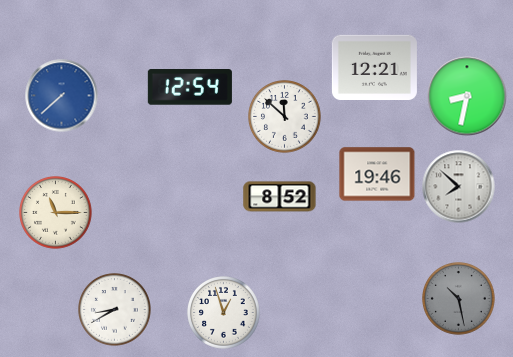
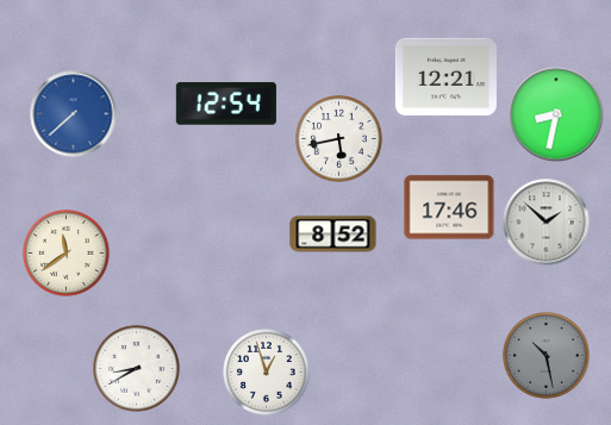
clock at (374, 67) position: (374, 67) -> (445, 76)
clock at (285, 117): 11:52 -> 5:43
clock at (377, 174): 19:46 -> 17:46
clock at (459, 187): 7:52 -> 1:52
clock at (56, 213): 11:15 -> 11:39
